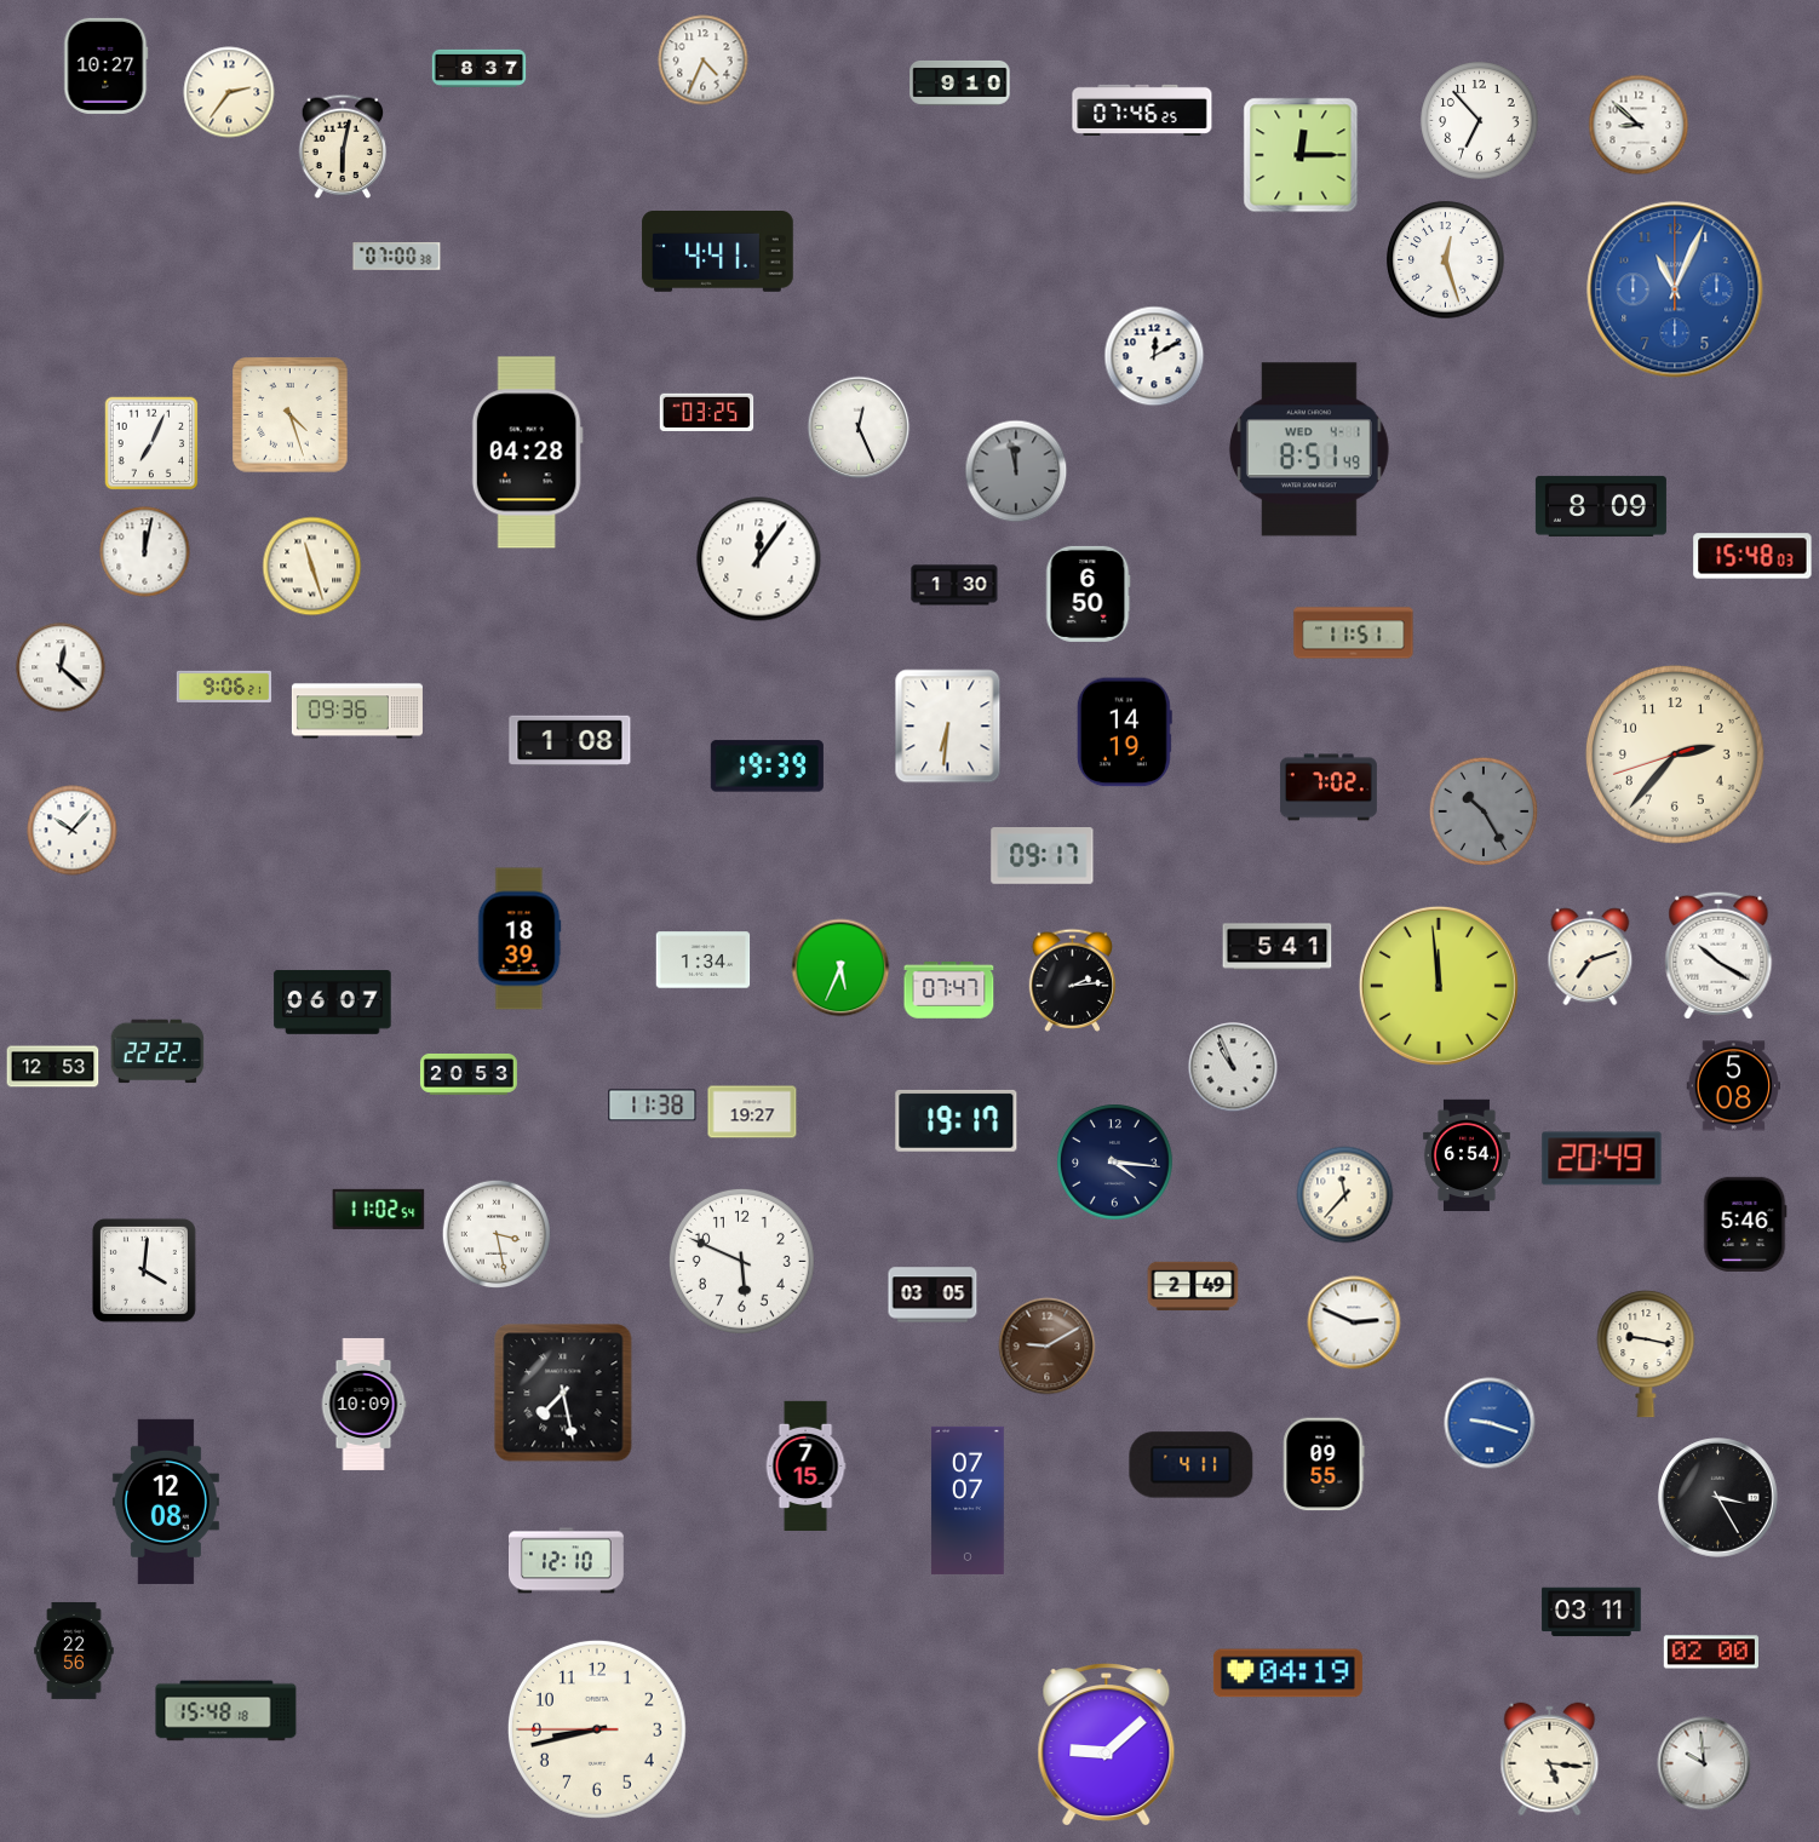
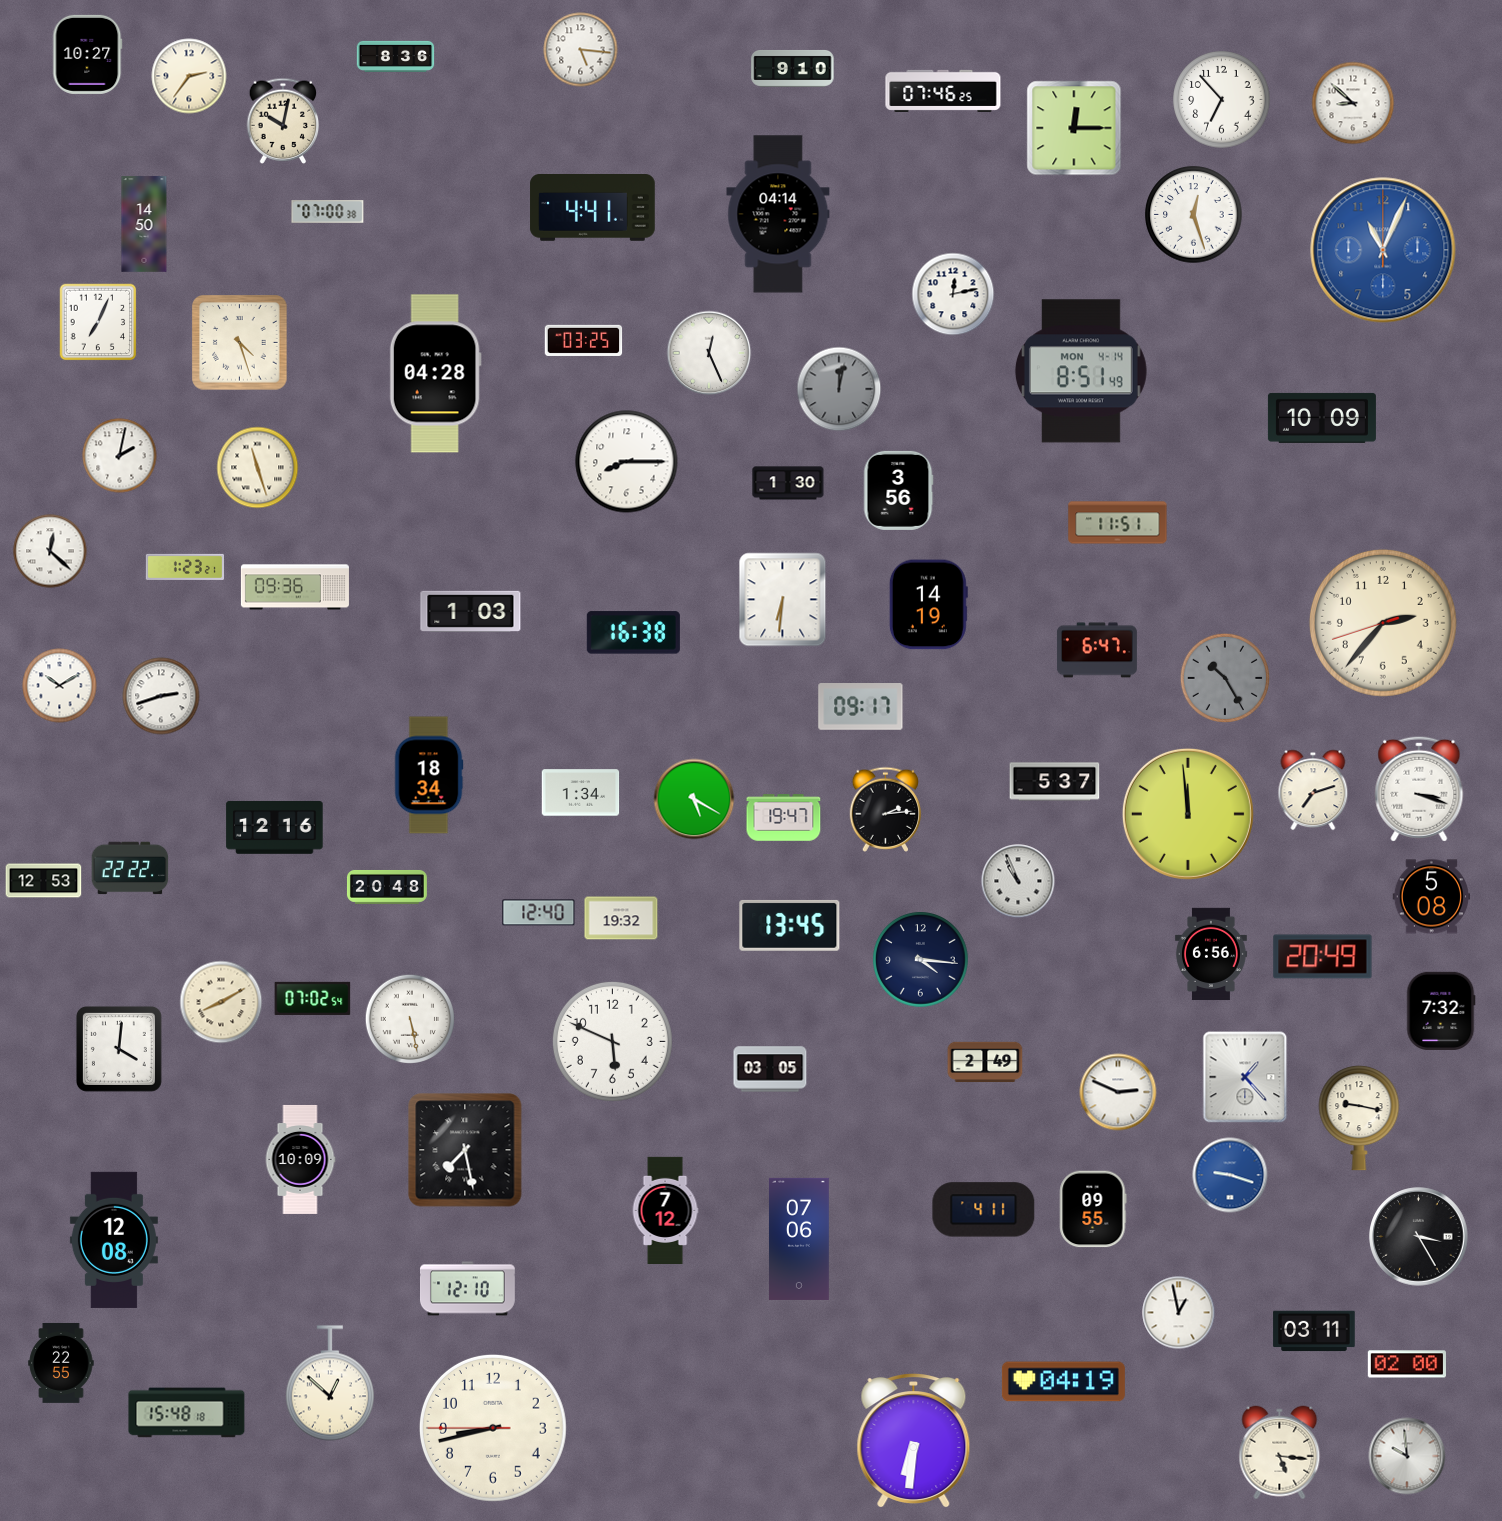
clock at (704, 61): 4:34 -> 5:16
clock at (480, 68): 8:37 -> 8:36
clock at (343, 147): 6:02 -> 10:02
clock at (778, 214): none -> 04:14
clock at (144, 224): none -> 14:50
clock at (1675, 289) position: (1675, 289) -> (1383, 250)
clock at (1154, 356): 12:10 -> 12:13
clock at (151, 443) position: (151, 443) -> (98, 322)
clock at (1309, 449) date: WED 4-1 -> MON 4-14
clock at (1016, 471): 11:58 -> 12:02
clock at (1601, 506): 8:09 -> 10:09
clock at (145, 552): 12:02 -> 2:02
clock at (1752, 556): 15:48 -> none
clock at (759, 560): 12:06 -> 8:15
clock at (1088, 593): 6:50 -> 3:56
clock at (223, 687): 9:06 -> 1:23
clock at (570, 740): 1:08 -> 1:03
clock at (767, 767): 19:39 -> 16:38
clock at (1329, 787): 7:02 -> 6:47
clock at (1482, 810) position: (1482, 810) -> (1224, 677)
clock at (73, 831): 10:07 -> 10:10
clock at (161, 696): none -> 2:42
clock at (520, 939): 18:39 -> 18:34
clock at (1278, 947): 5:41 -> 5:37
clock at (1718, 956): 10:20 -> 3:18
clock at (840, 968): 5:34 -> 5:20
clock at (949, 991): 07:47 -> 19:47
clock at (333, 1002): 06:07 -> 12:16
clock at (469, 1074): 20:53 -> 20:48
clock at (653, 1106): 11:38 -> 12:40
clock at (752, 1112): 19:27 -> 19:32
clock at (957, 1120): 19:17 -> 13:45
clock at (1467, 1155): 6:54 -> 6:56
clock at (1345, 1195): 11:37 -> none
clock at (379, 1209): 11:02 -> 07:02
clock at (221, 1002): none -> 8:10
clock at (1745, 1224): 5:46 -> 7:32
clock at (495, 1233): 3:28 -> 5:28
clock at (1245, 1077): none -> 1:23
clock at (1048, 1347): 9:10 -> none
clock at (805, 1465): 7:15 -> 7:12
clock at (968, 1500): 07:07 -> 07:06
clock at (166, 1502) position: (166, 1502) -> (114, 1240)
clock at (1179, 1313): none -> 12:58
clock at (74, 1651): 22:56 -> 22:55
clock at (1711, 1652) position: (1711, 1652) -> (1407, 1364)
clock at (330, 1383): none -> 12:52
clock at (1107, 1745): 9:08 -> 6:31
